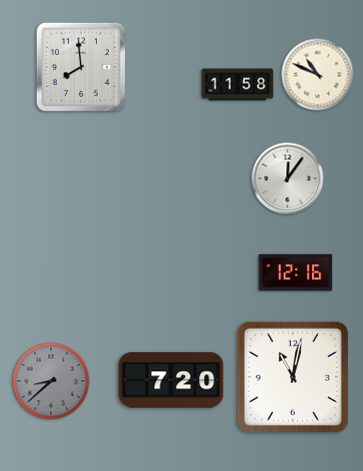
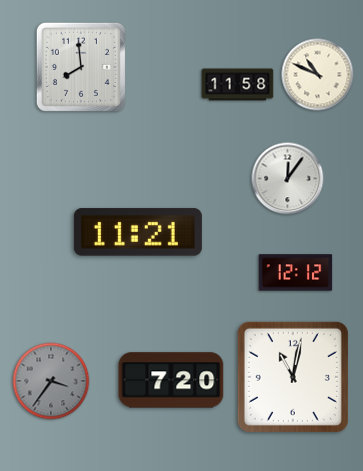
clock at (138, 232): none -> 11:21
clock at (296, 273): 12:16 -> 12:12
clock at (51, 381): 8:38 -> 3:36
